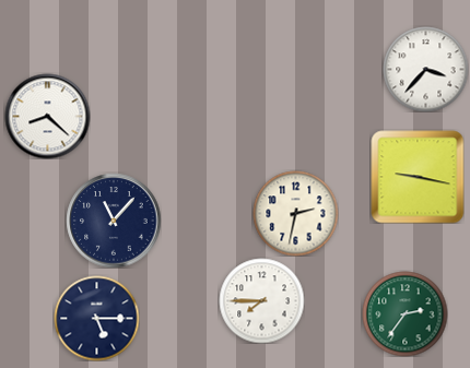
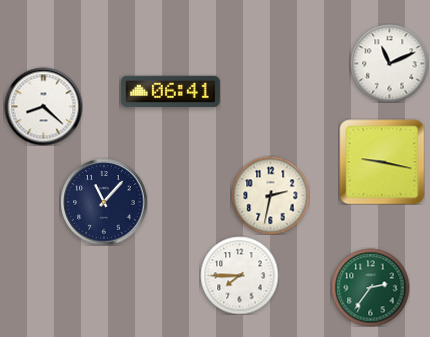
clock at (425, 69): 3:37 -> 11:11
clock at (170, 92): none -> 06:41
clock at (96, 318): 5:15 -> none
